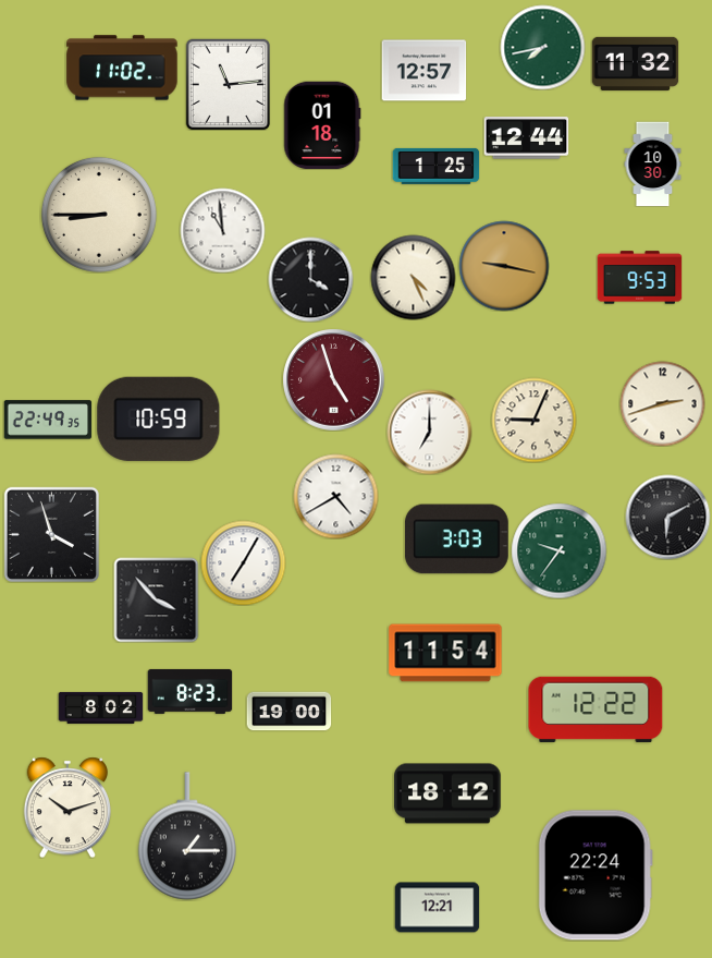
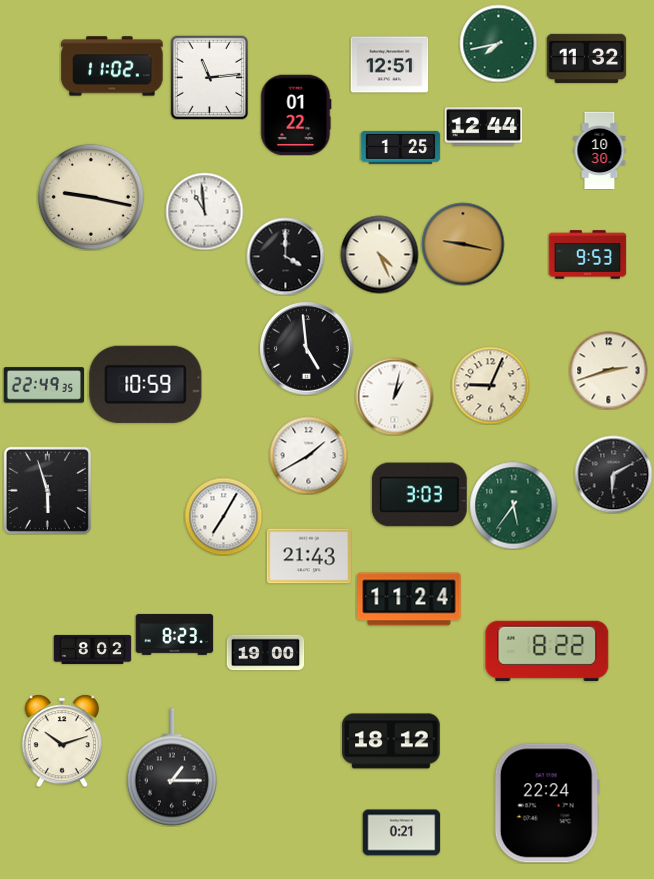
clock at (635, 63) position: (635, 63) -> (586, 58)
clock at (122, 68) position: (122, 68) -> (112, 66)
clock at (423, 71): 12:57 -> 12:51
clock at (322, 125): 01:18 -> 01:22
clock at (435, 166) position: (435, 166) -> (400, 147)
clock at (99, 215): 8:45 -> 9:17
clock at (333, 379): 4:57 -> 4:59
clock at (333, 379) dial: burgundy -> black
clock at (429, 432): 7:00 -> 1:02
clock at (335, 496): 4:40 -> 1:40
clock at (51, 534): 3:57 -> 5:57
clock at (558, 550): 9:36 -> 5:36
clock at (156, 599): 3:53 -> none
clock at (309, 556): none -> 21:43
clock at (445, 653): 11:54 -> 11:24
clock at (596, 710): 12:22 -> 8:22
clock at (447, 793) position: (447, 793) -> (391, 741)
clock at (437, 908): 12:21 -> 0:21
